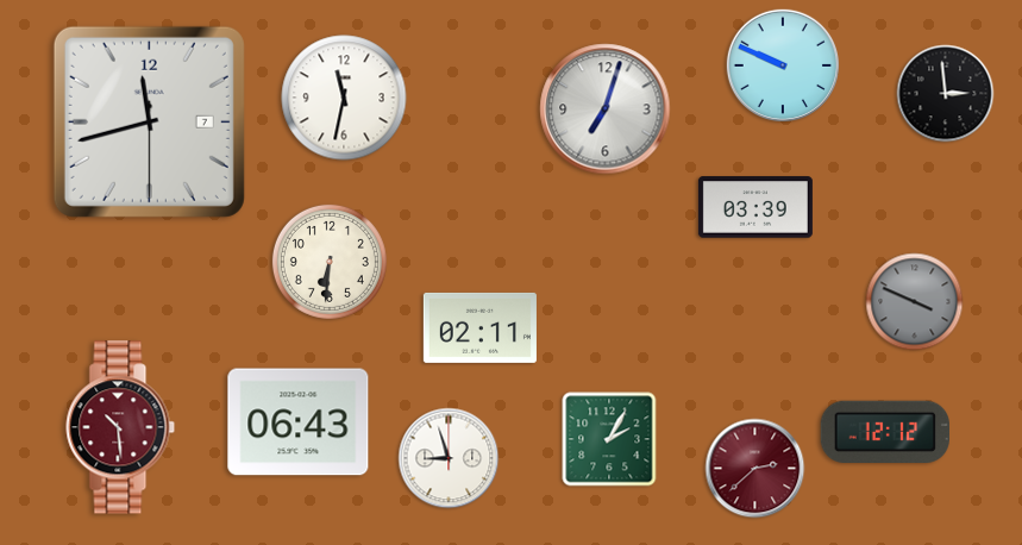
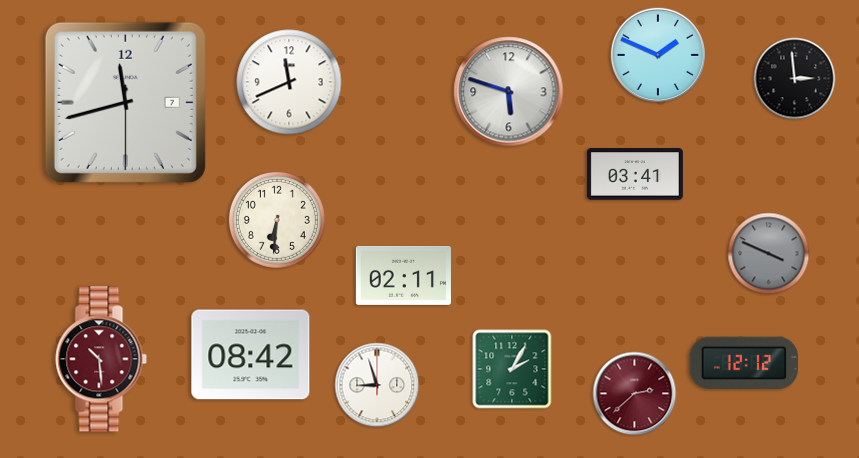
clock at (782, 64): 9:49 -> 1:49
clock at (344, 98): 11:32 -> 11:41
clock at (606, 109): 7:03 -> 5:48
clock at (755, 207): 03:39 -> 03:41
clock at (299, 422): 06:43 -> 08:42
